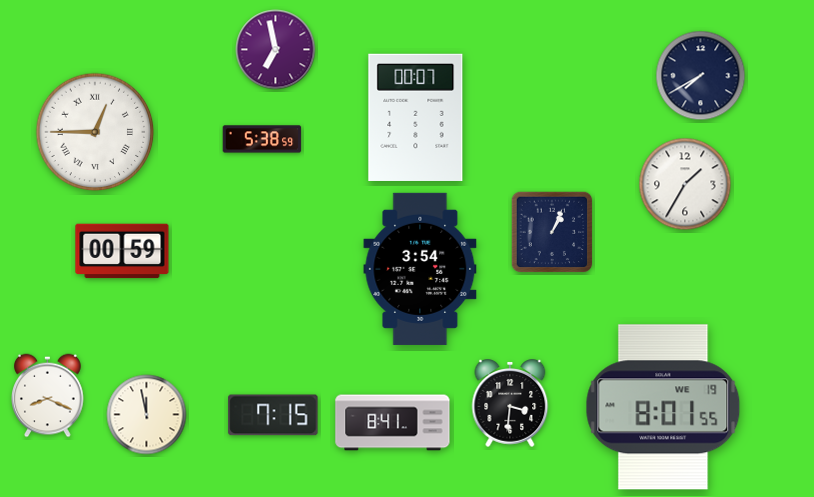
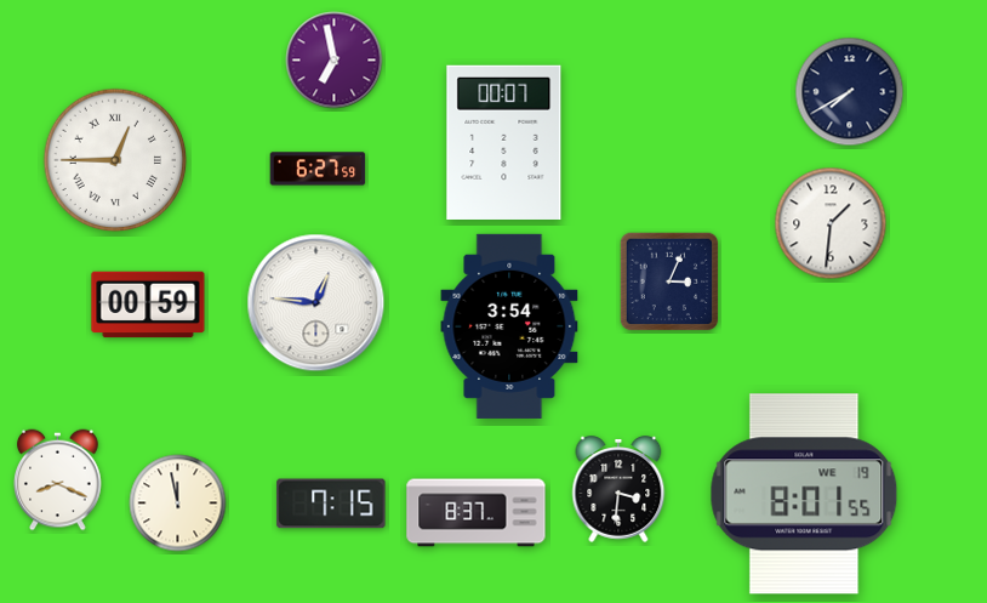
clock at (262, 139): 5:38 -> 6:27
clock at (685, 184): 1:35 -> 1:31
clock at (552, 232): 1:04 -> 3:04
clock at (316, 303): none -> 12:46
clock at (393, 423): 8:41 -> 8:37
